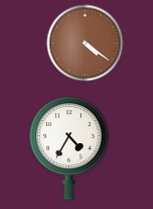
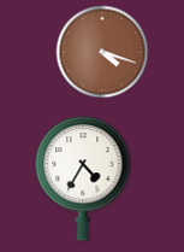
clock at (85, 43): 4:21 -> 4:18
